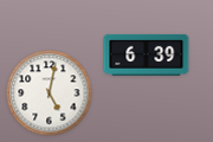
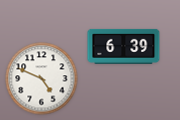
clock at (50, 93): 5:02 -> 4:49
